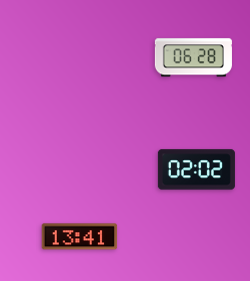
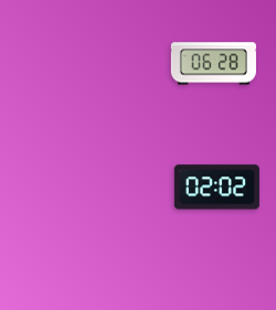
clock at (80, 237): 13:41 -> none
